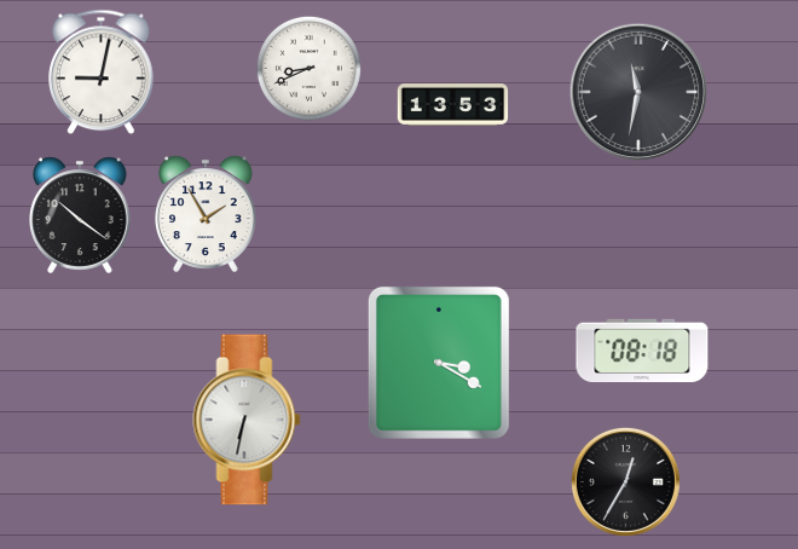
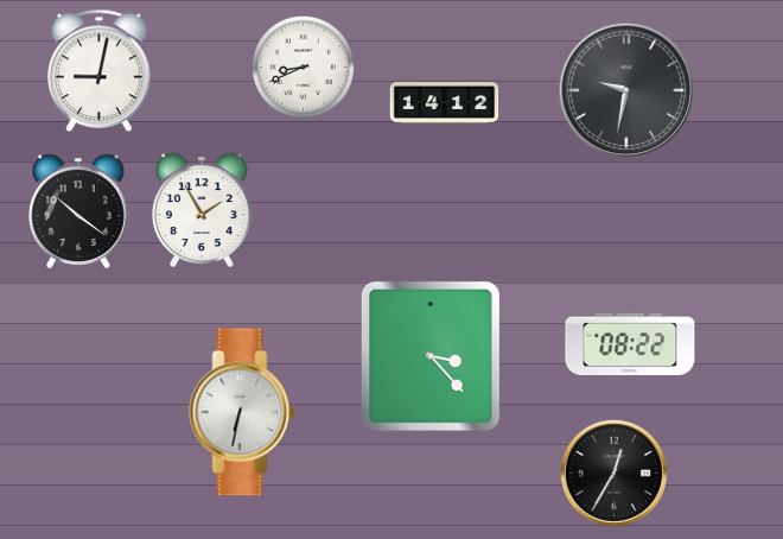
clock at (637, 91): 11:32 -> 9:32
clock at (453, 105): 13:53 -> 14:12
clock at (642, 349): 08:18 -> 08:22
clock at (439, 363): 3:20 -> 3:23
